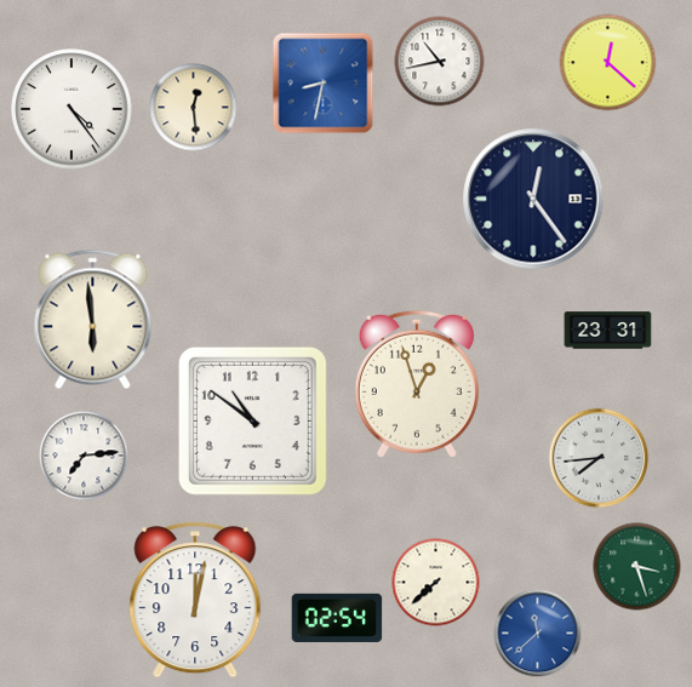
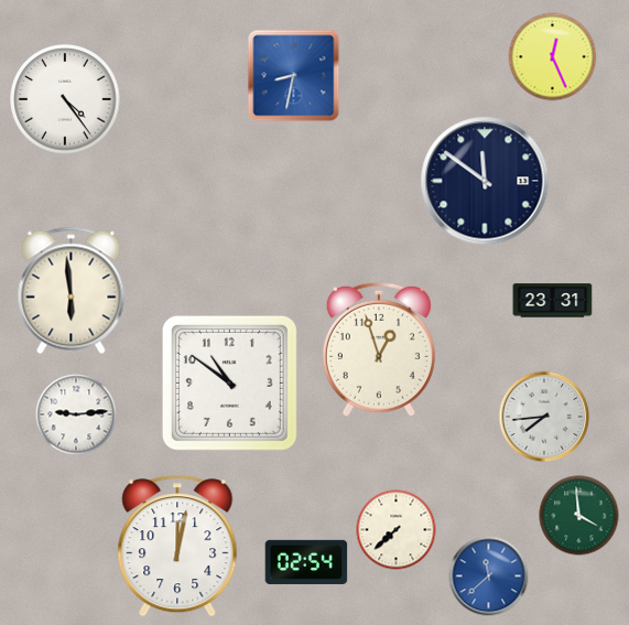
clock at (440, 62): 10:43 -> none
clock at (608, 63): 12:22 -> 12:26
clock at (194, 108): 12:29 -> none
clock at (533, 199): 12:24 -> 11:51
clock at (93, 320) position: (93, 320) -> (72, 291)
clock at (84, 456): 7:14 -> 9:14
clock at (637, 567): 3:27 -> 3:59
